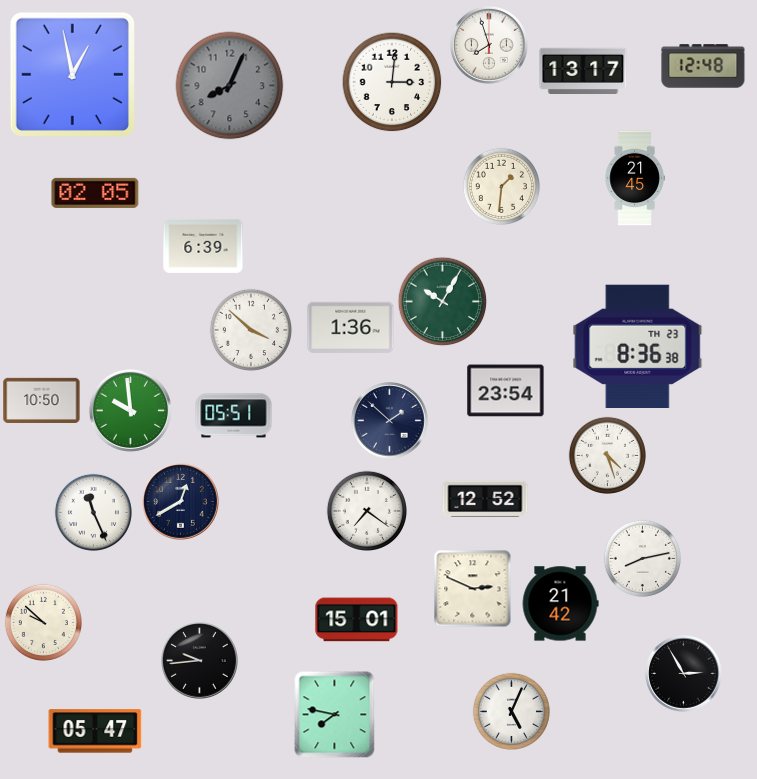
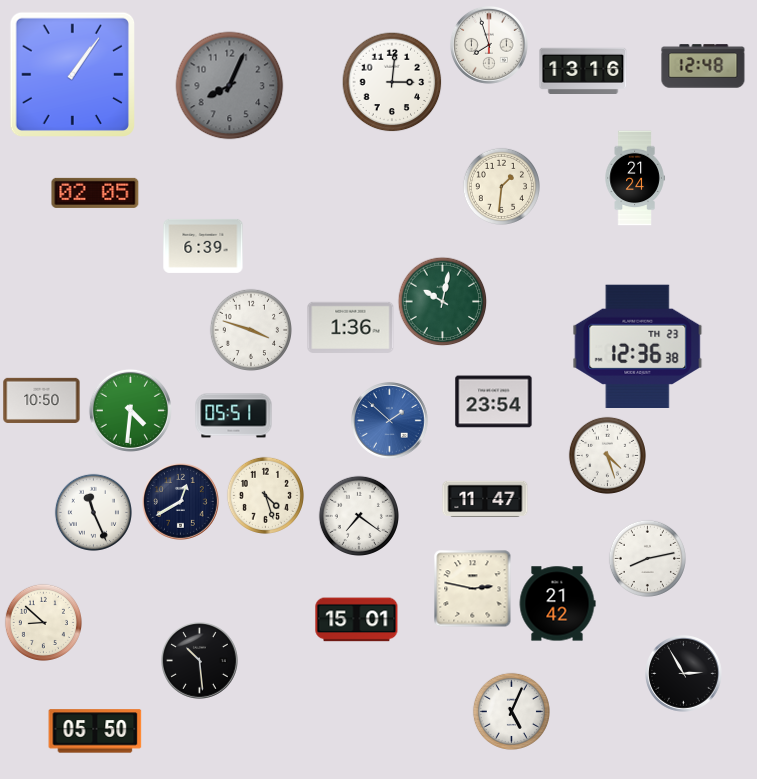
clock at (583, 70): 13:17 -> 13:16
clock at (72, 74): 12:58 -> 1:06
clock at (635, 178): 21:45 -> 21:24
clock at (442, 301): 10:05 -> 10:02
clock at (250, 329): 3:52 -> 3:48
clock at (638, 346): 8:36 -> 12:36
clock at (506, 391) position: (506, 391) -> (494, 402)
clock at (130, 410): 9:59 -> 4:31
clock at (390, 421) dial: navy -> blue
clock at (265, 495): none -> 4:27
clock at (485, 498): 12:52 -> 11:47
clock at (366, 510) position: (366, 510) -> (358, 515)
clock at (642, 558) position: (642, 558) -> (647, 558)
clock at (472, 588): 2:49 -> 2:47
clock at (560, 604) position: (560, 604) -> (557, 604)
clock at (43, 622): 9:52 -> 8:52
clock at (200, 661): 9:44 -> 10:29
clock at (335, 714): 7:47 -> none
clock at (95, 731): 05:47 -> 05:50
